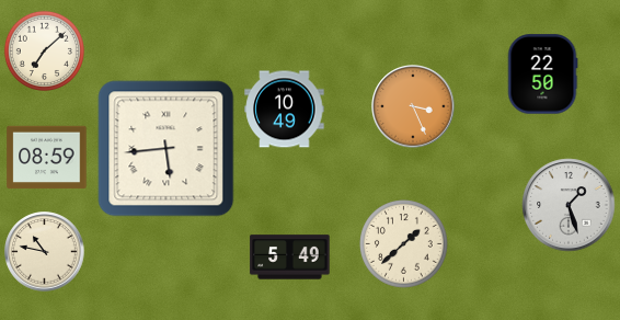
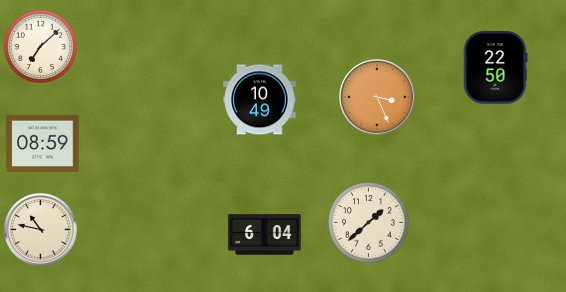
clock at (167, 149): 5:44 -> none
clock at (569, 205): 1:27 -> none
clock at (290, 258): 5:49 -> 6:04
